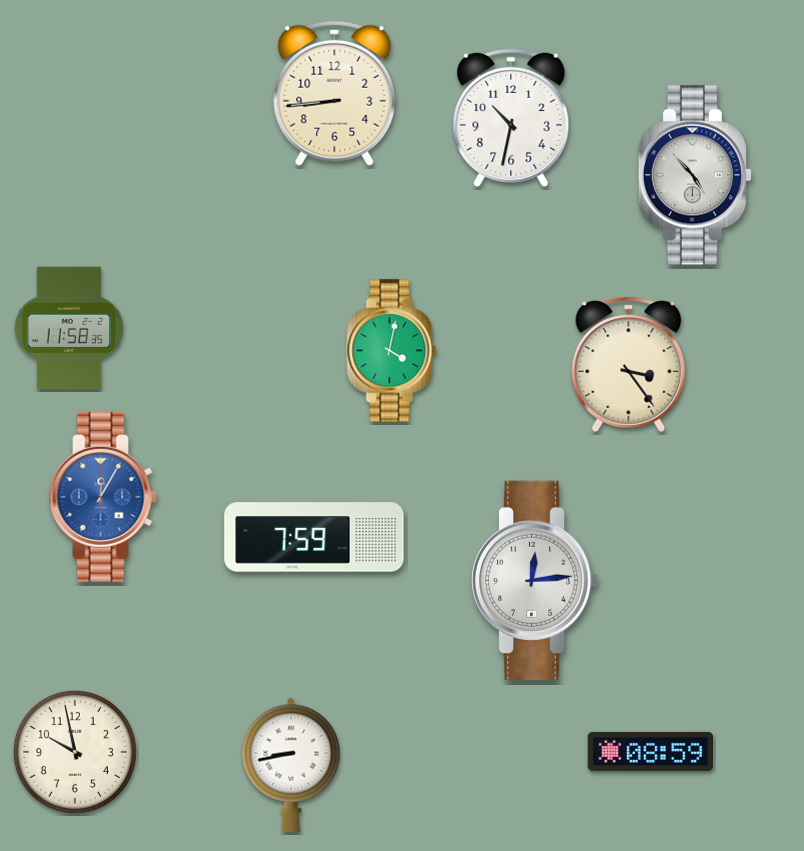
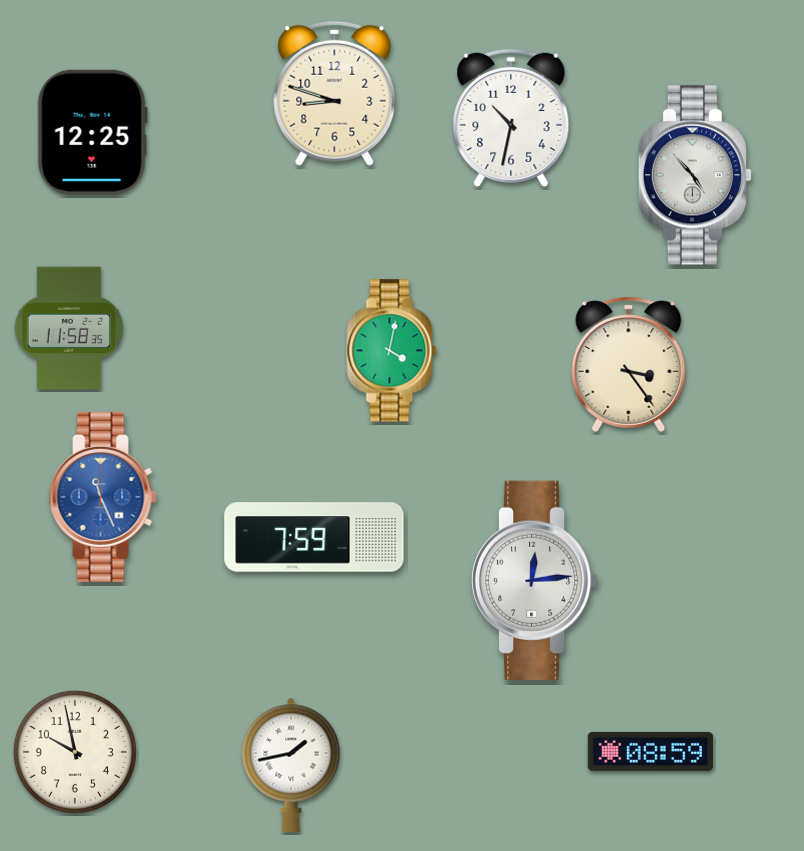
clock at (335, 93): 8:44 -> 8:48
clock at (92, 132): none -> 12:25
clock at (103, 497): 12:05 -> 11:26
clock at (291, 765): 8:43 -> 1:43
